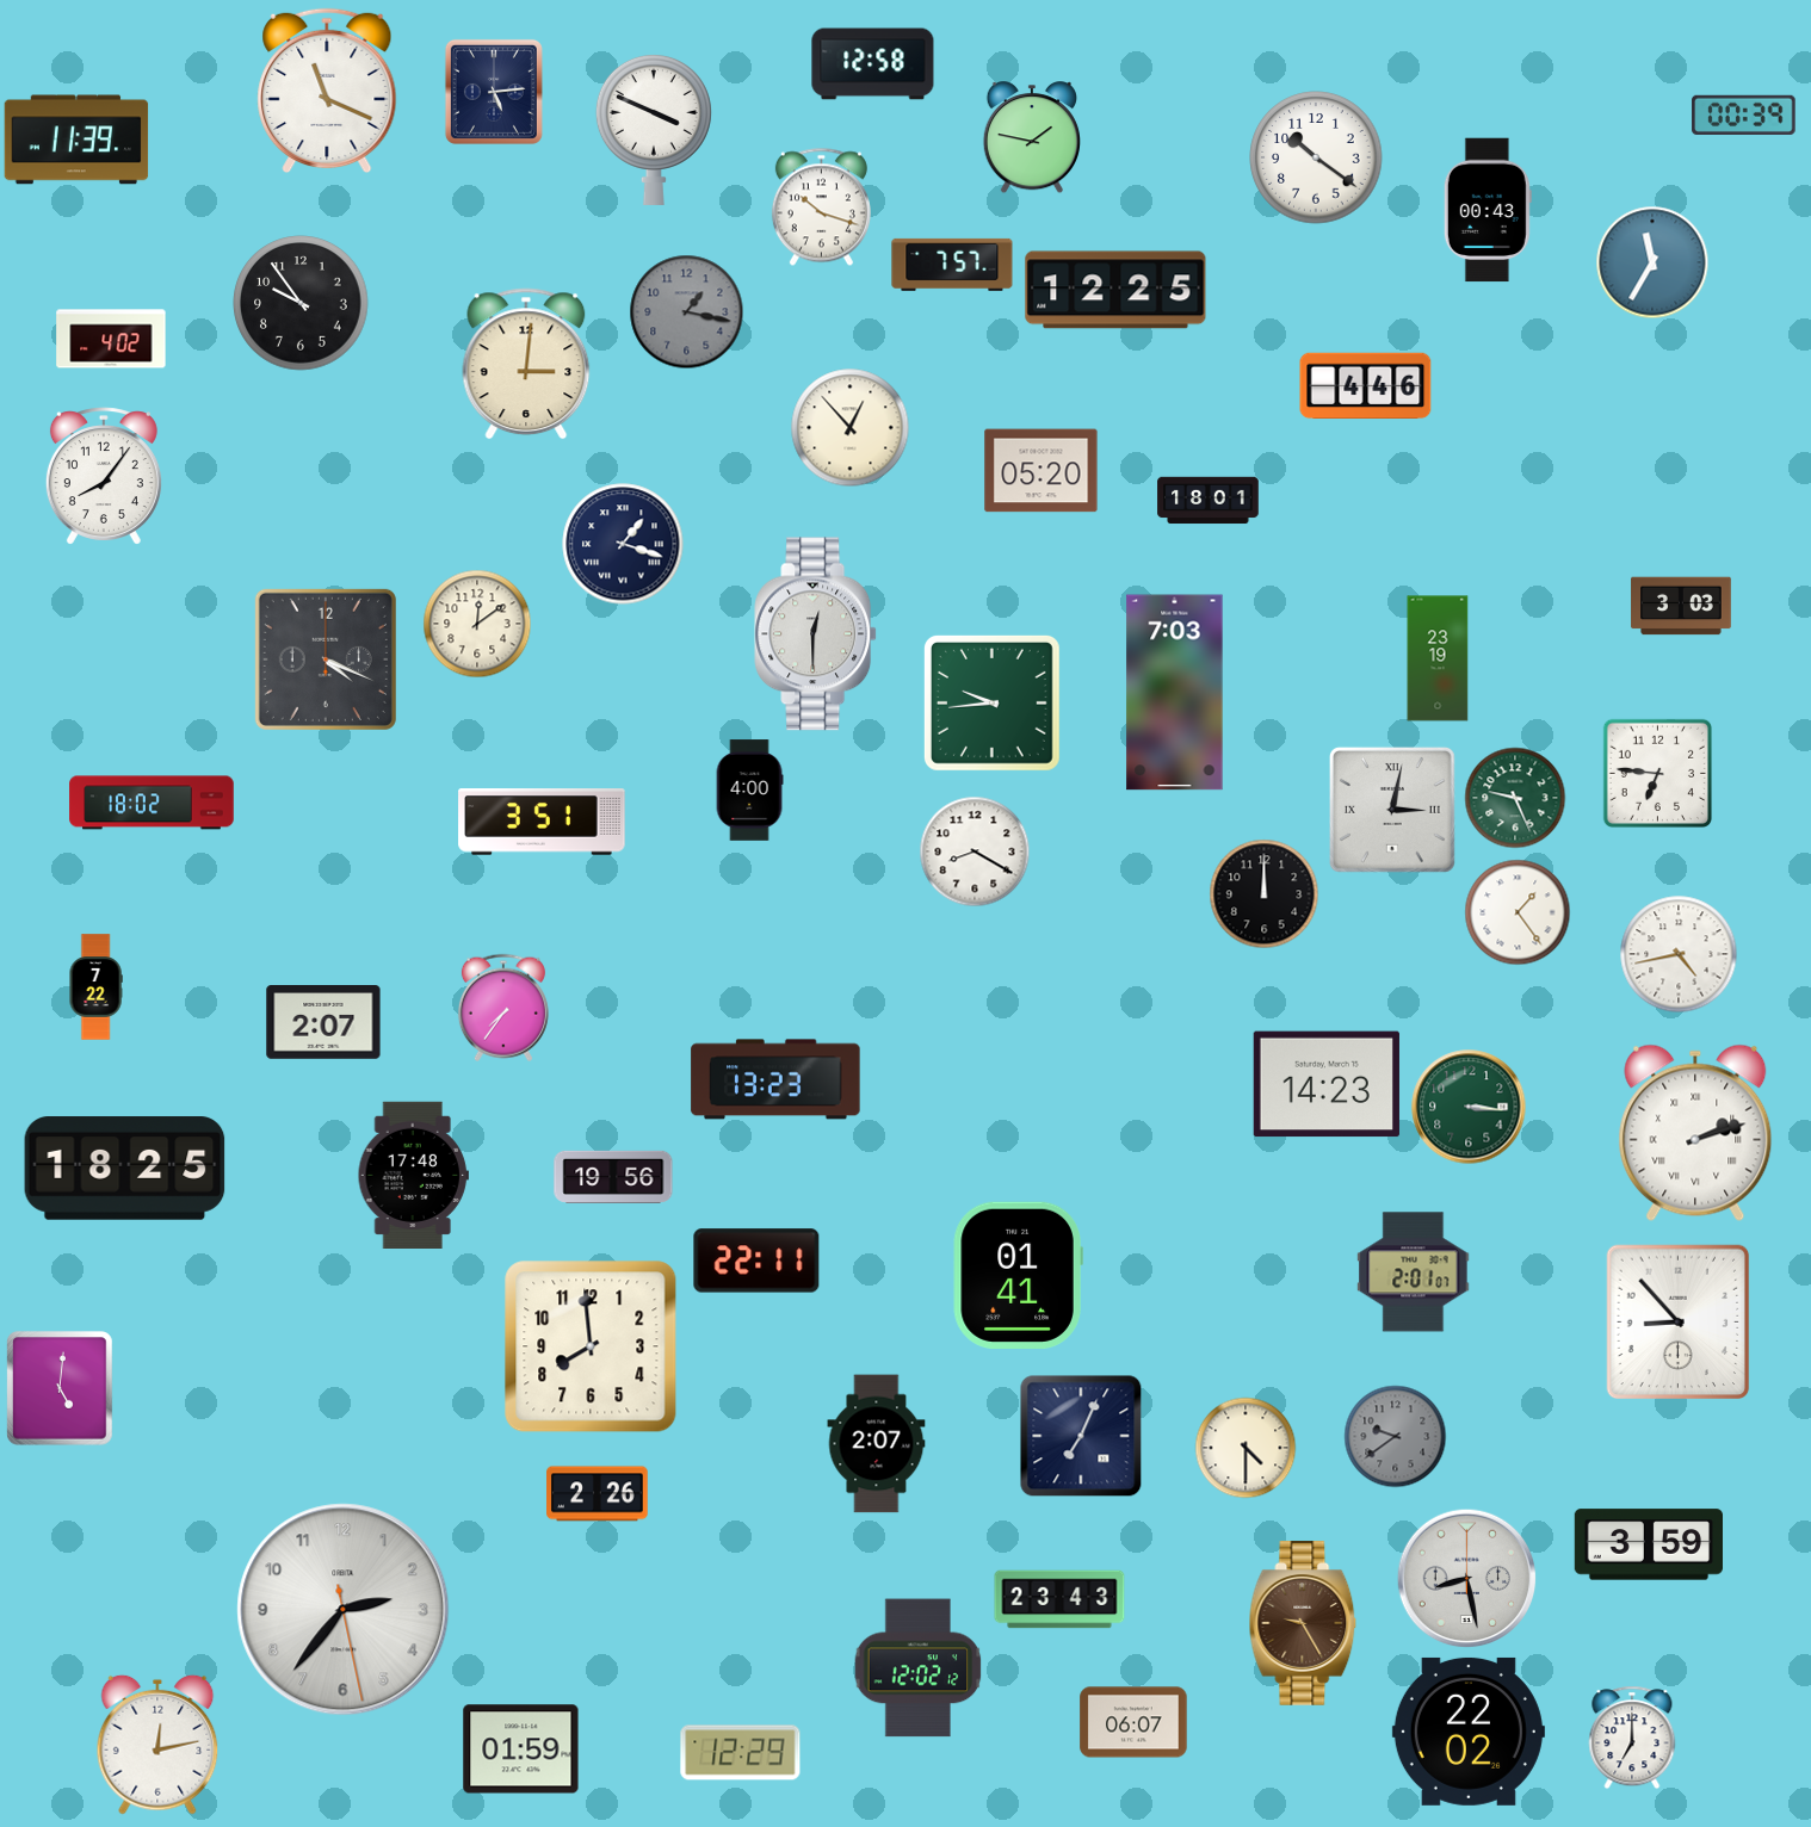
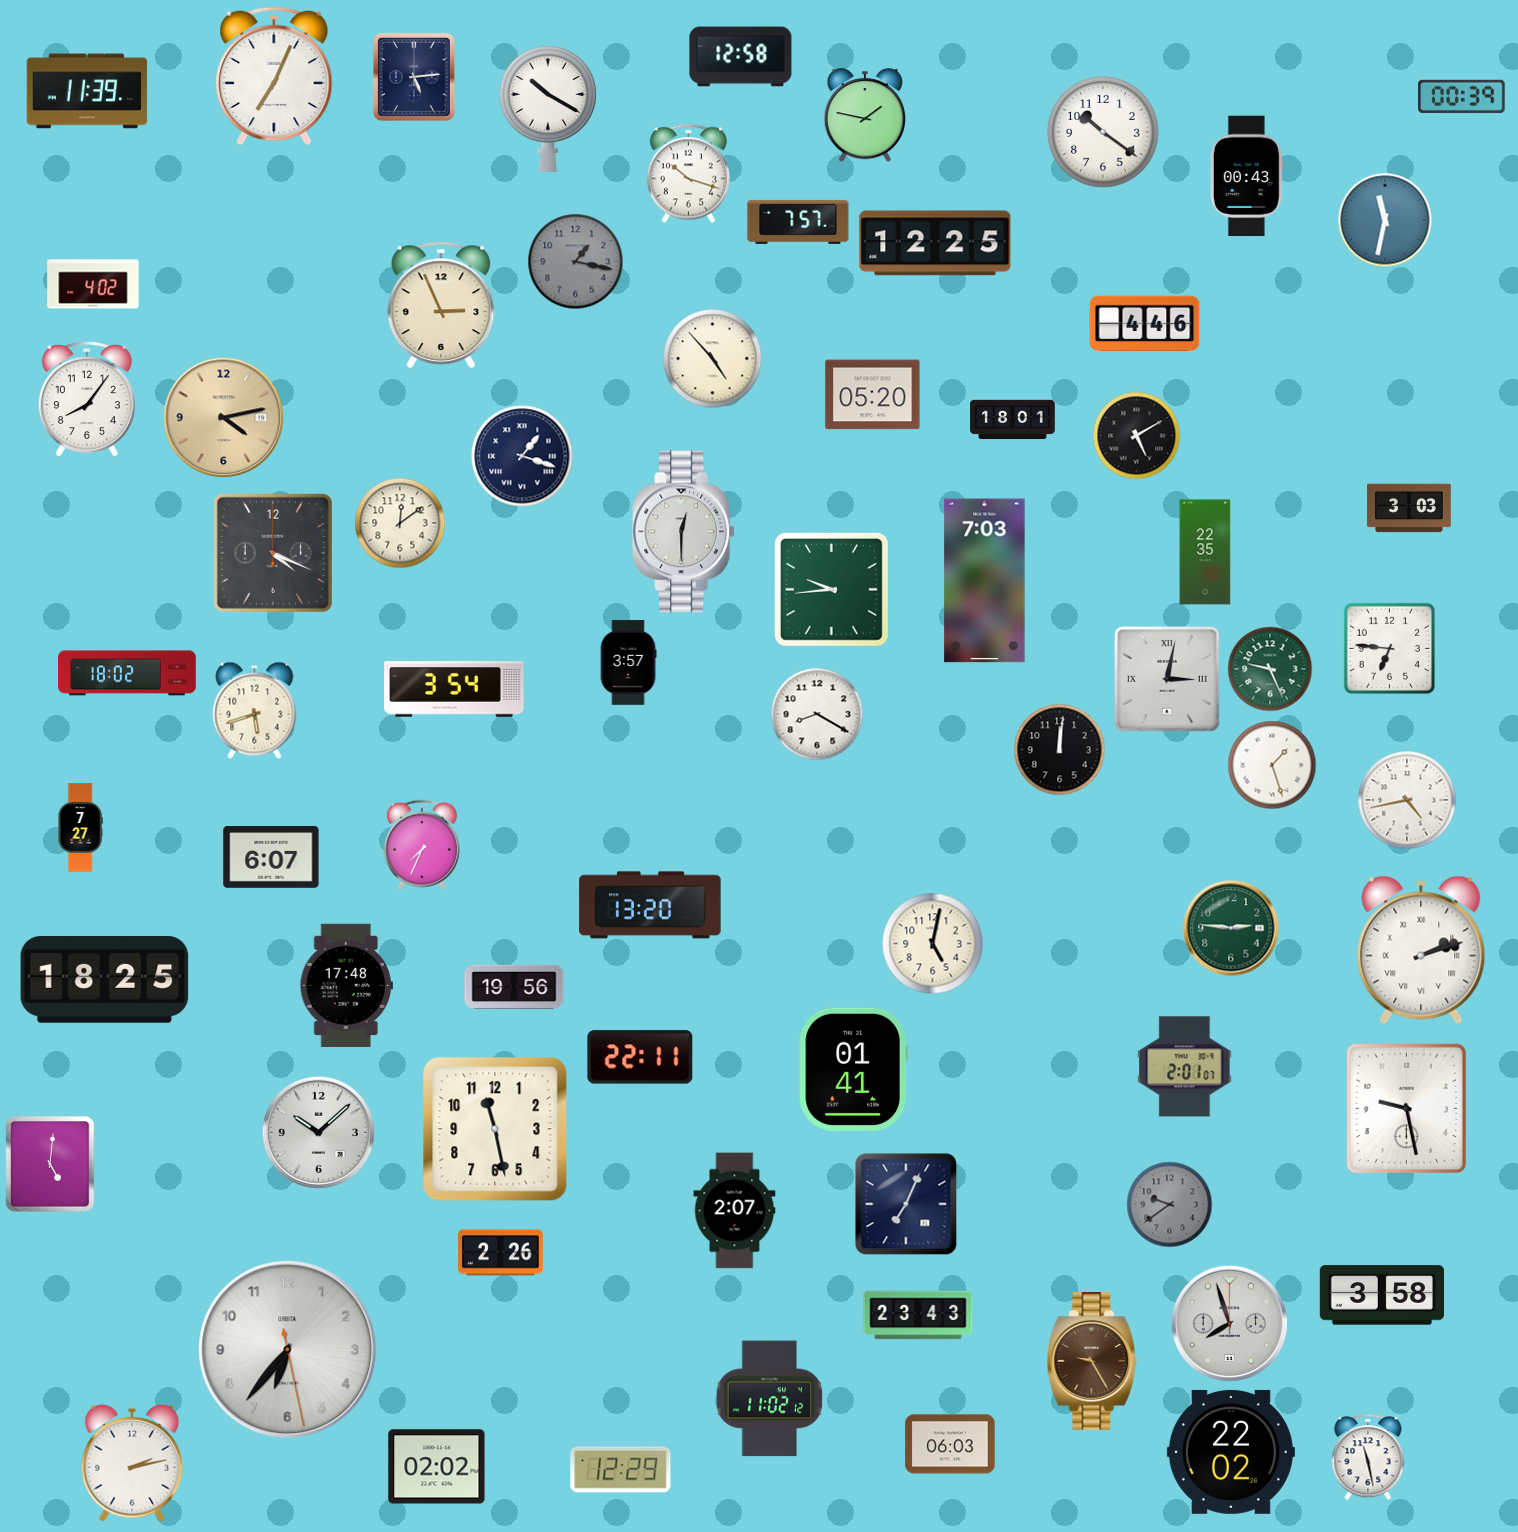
clock at (873, 64) position: (873, 64) -> (741, 57)
clock at (327, 91): 11:19 -> 7:04
clock at (654, 129): 3:49 -> 10:20
clock at (76, 140) position: (76, 140) -> (87, 91)
clock at (1652, 262): 11:35 -> 11:32
clock at (301, 303): 9:54 -> none
clock at (526, 364): 3:01 -> 2:56
clock at (851, 428): 12:53 -> 4:53
clock at (224, 418): none -> 4:13
clock at (1136, 435): none -> 5:10
clock at (1438, 658): 23:19 -> 22:35
clock at (749, 791): 4:00 -> 3:57
clock at (542, 822): 3:51 -> 3:54
clock at (255, 710): none -> 5:42
clock at (1263, 893): 12:00 -> 12:01
clock at (1518, 912): 1:24 -> 1:27
clock at (95, 987): 7:22 -> 7:27
clock at (503, 1008): 7:36 -> 7:34
clock at (323, 1022): 2:07 -> 6:07
clock at (775, 1079): 13:23 -> 13:20
clock at (1327, 1084): 14:23 -> none
clock at (1469, 1107): 3:16 -> 2:46
clock at (933, 944): none -> 5:02
clock at (756, 1261) position: (756, 1261) -> (640, 1057)
clock at (1679, 1323): 8:53 -> 9:28
clock at (591, 1346): 7:59 -> 11:28
clock at (318, 1132): none -> 10:08
clock at (1246, 1448): 4:30 -> none
clock at (1648, 1544): 3:59 -> 3:58
clock at (1466, 1578): 8:28 -> 7:57
clock at (1059, 1599) position: (1059, 1599) -> (918, 1315)
clock at (344, 1610): 2:36 -> 6:36
clock at (919, 1668): 12:02 -> 11:02
clock at (1133, 1722): 06:07 -> 06:03
clock at (1632, 1738): 7:00 -> 11:28
clock at (157, 1745): 12:13 -> 2:13
clock at (521, 1749): 01:59 -> 02:02
